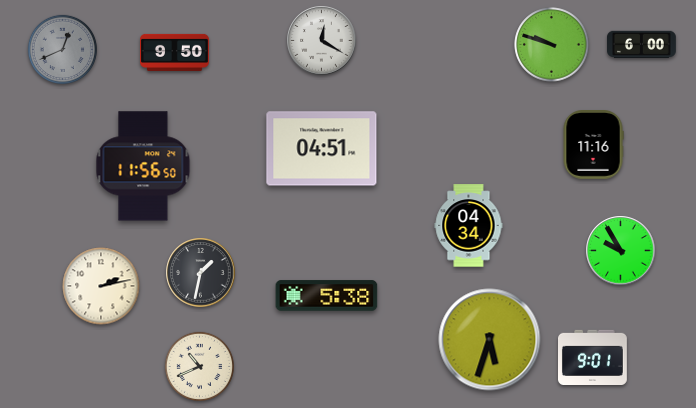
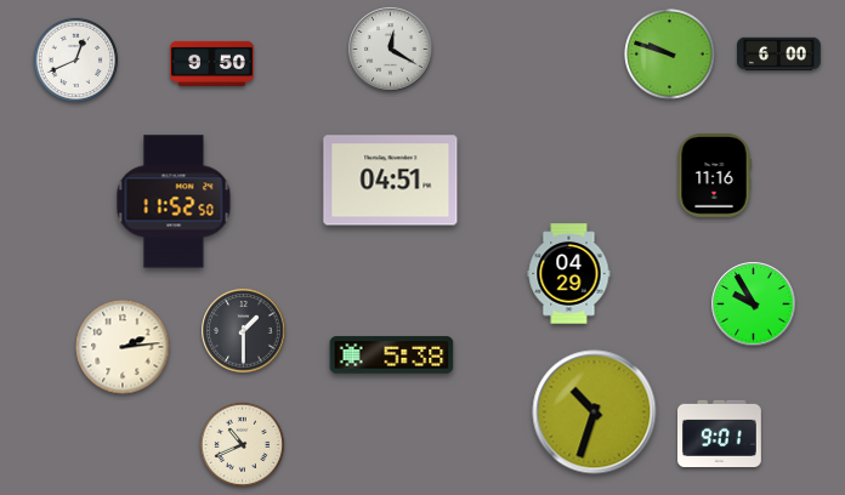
clock at (62, 49) dial: grey -> white
clock at (593, 145) position: (593, 145) -> (714, 176)
clock at (143, 166): 11:56 -> 11:52
clock at (469, 226): 04:34 -> 04:29
clock at (201, 273): 1:32 -> 1:30
clock at (101, 286): 2:13 -> 2:14
clock at (327, 296) position: (327, 296) -> (392, 355)
clock at (490, 340): 5:33 -> 10:33
